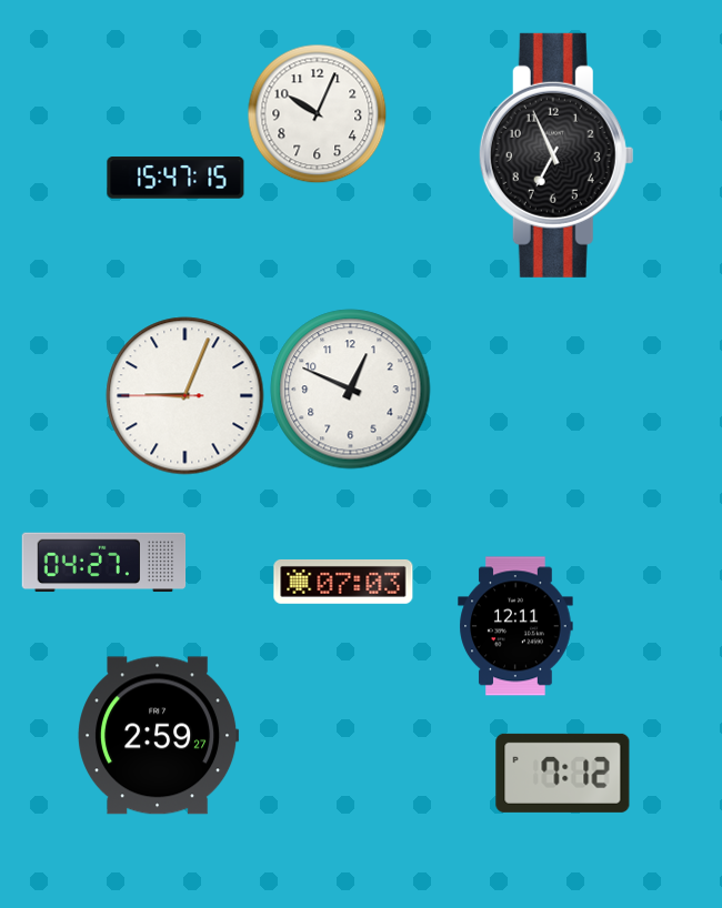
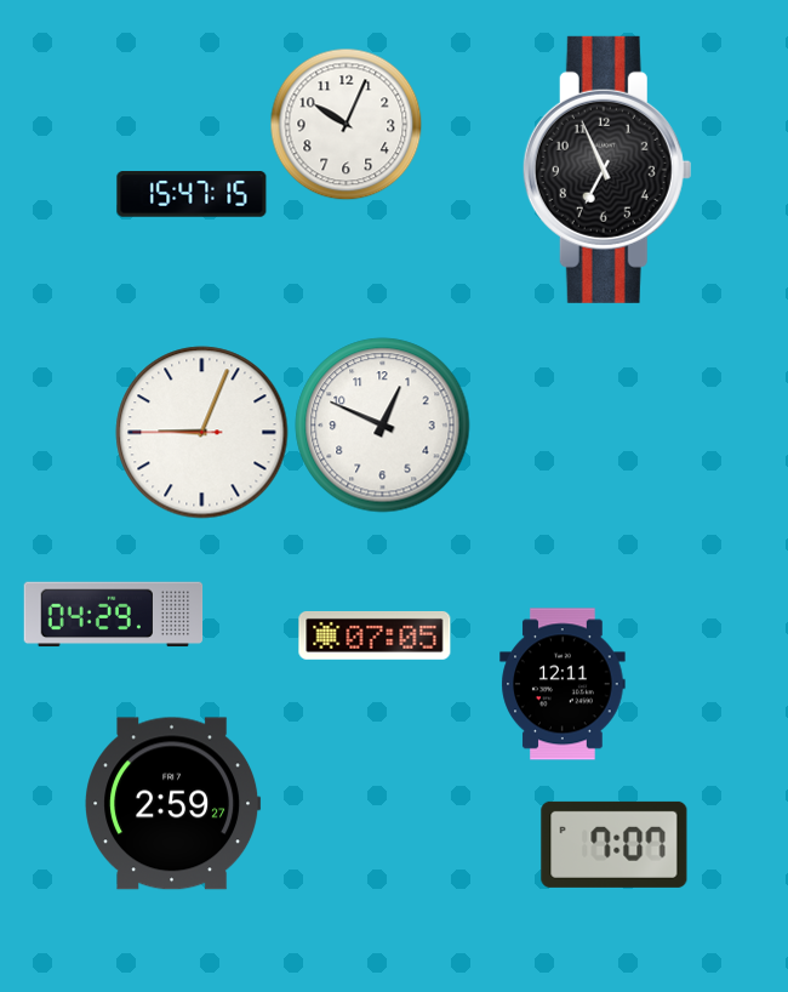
clock at (104, 563): 04:27 -> 04:29
clock at (343, 582): 07:03 -> 07:05
clock at (563, 773): 7:12 -> 7:07
